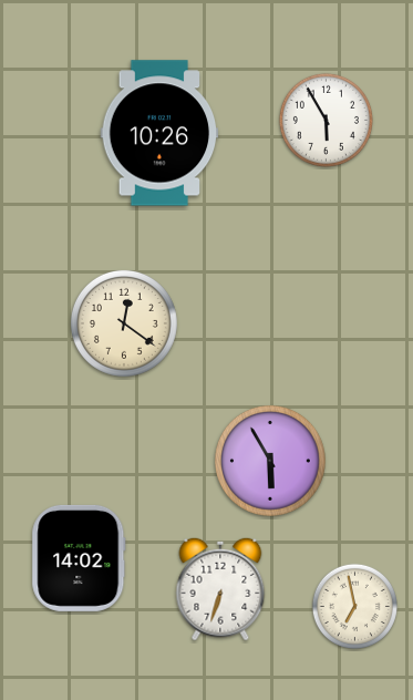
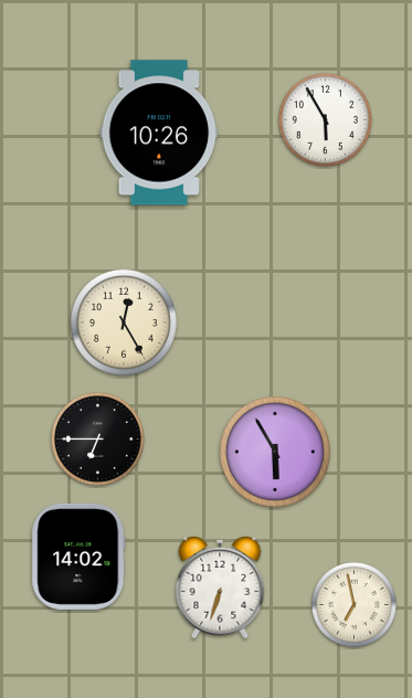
clock at (124, 323): 12:21 -> 12:25
clock at (97, 438): none -> 6:45
clock at (270, 461) position: (270, 461) -> (275, 452)
